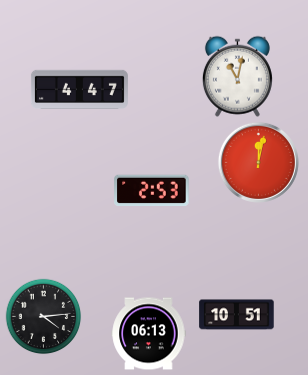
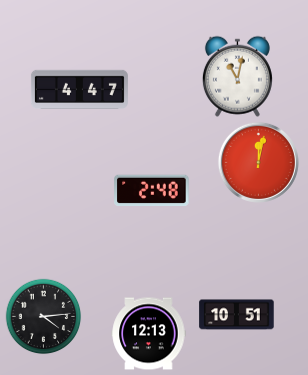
clock at (152, 191): 2:53 -> 2:48
clock at (149, 334): 06:13 -> 12:13
